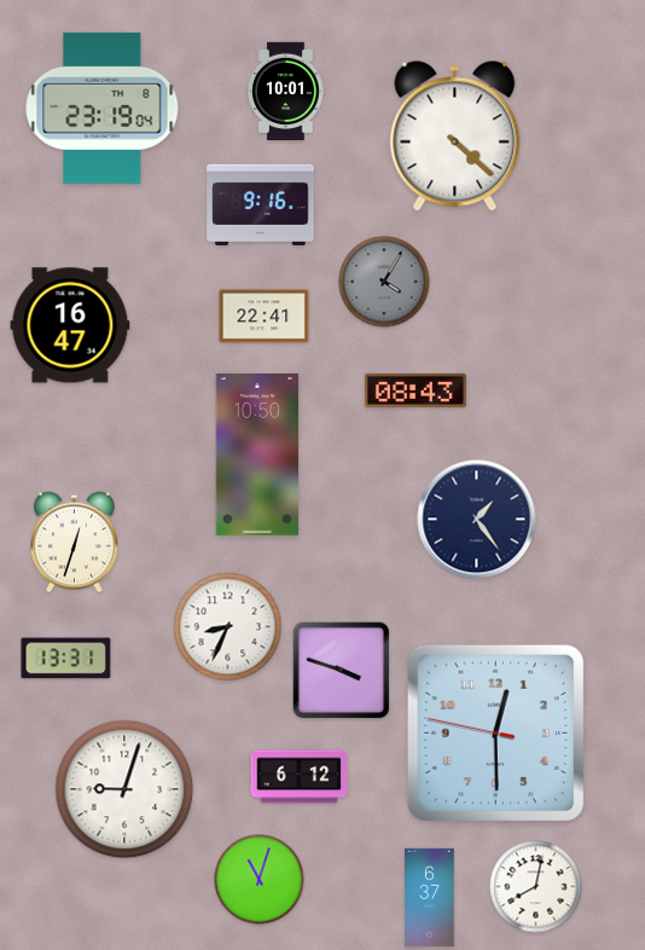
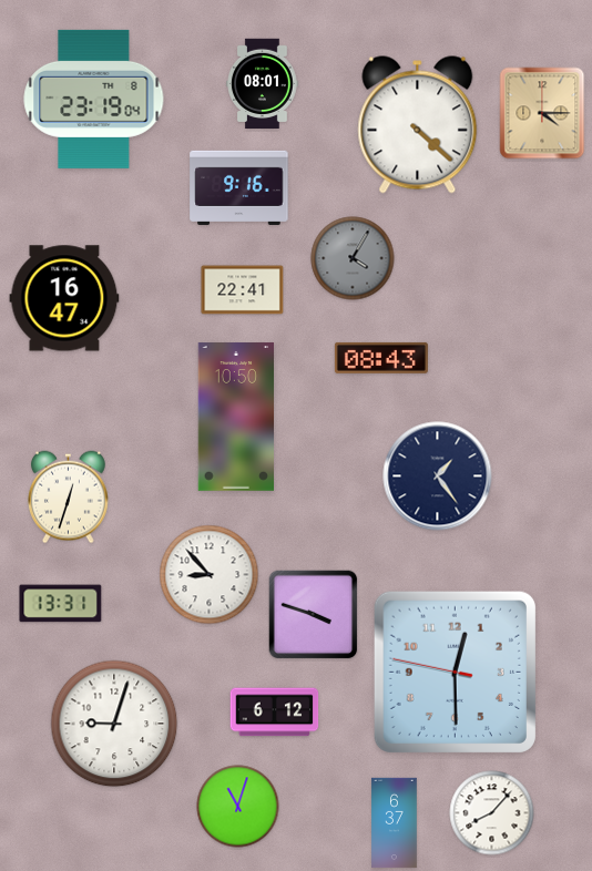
clock at (286, 91): 10:01 -> 08:01
clock at (542, 113): none -> 4:15
clock at (228, 627): 8:34 -> 8:53
clock at (536, 887): 8:02 -> 8:07
